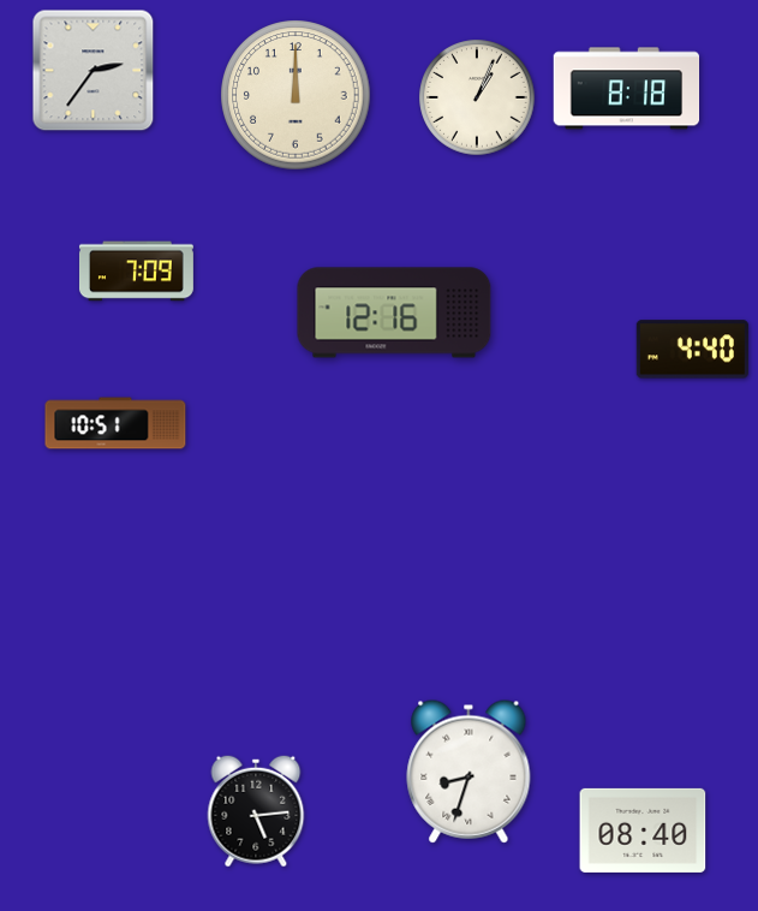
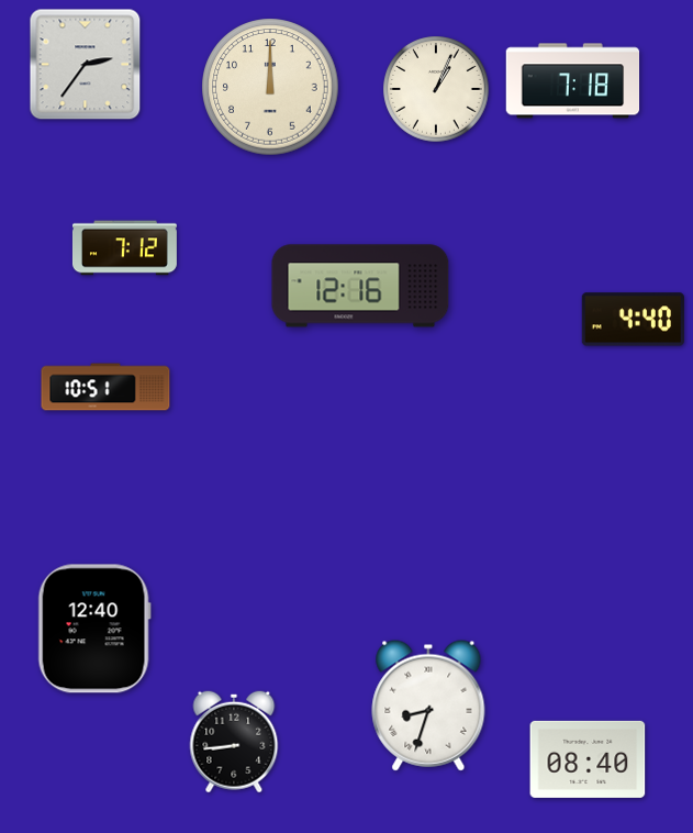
clock at (627, 89): 8:18 -> 7:18
clock at (136, 272): 7:09 -> 7:12
clock at (94, 629): none -> 12:40
clock at (256, 811): 5:14 -> 8:44
